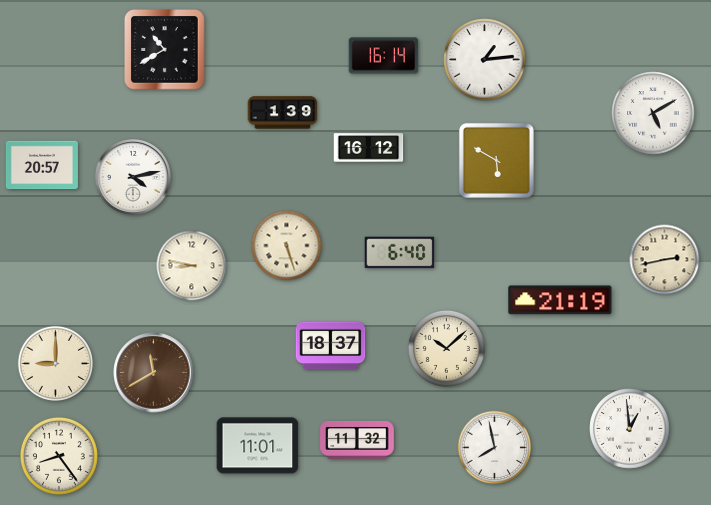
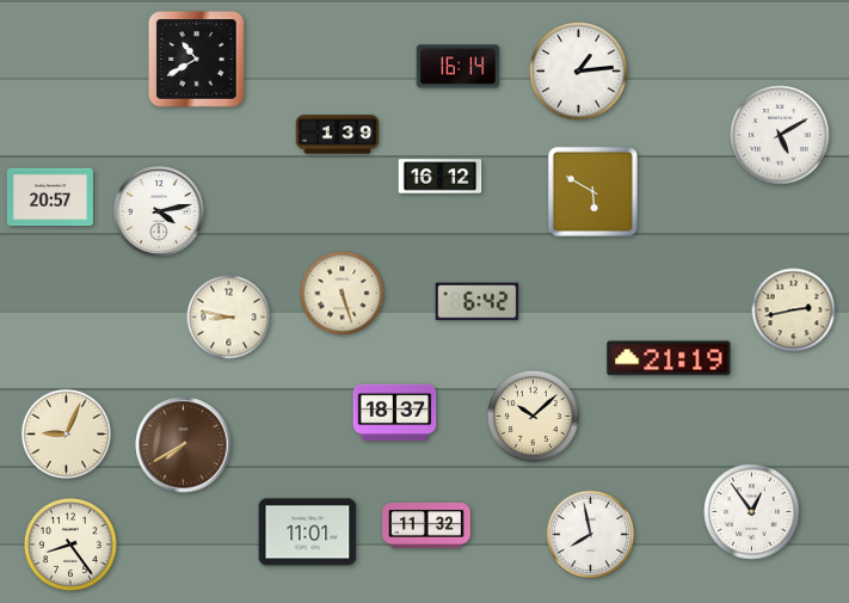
clock at (400, 253): 6:40 -> 6:42
clock at (56, 364): 9:00 -> 9:04
clock at (154, 373): 11:40 -> 7:40
clock at (630, 429): 12:59 -> 12:54
